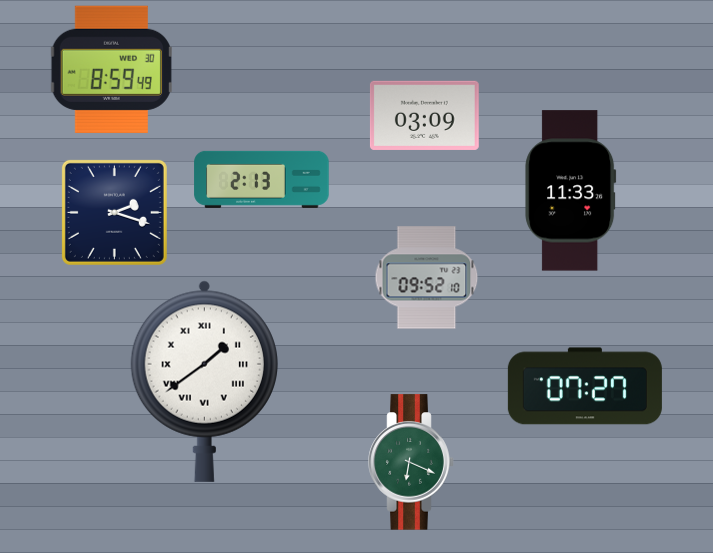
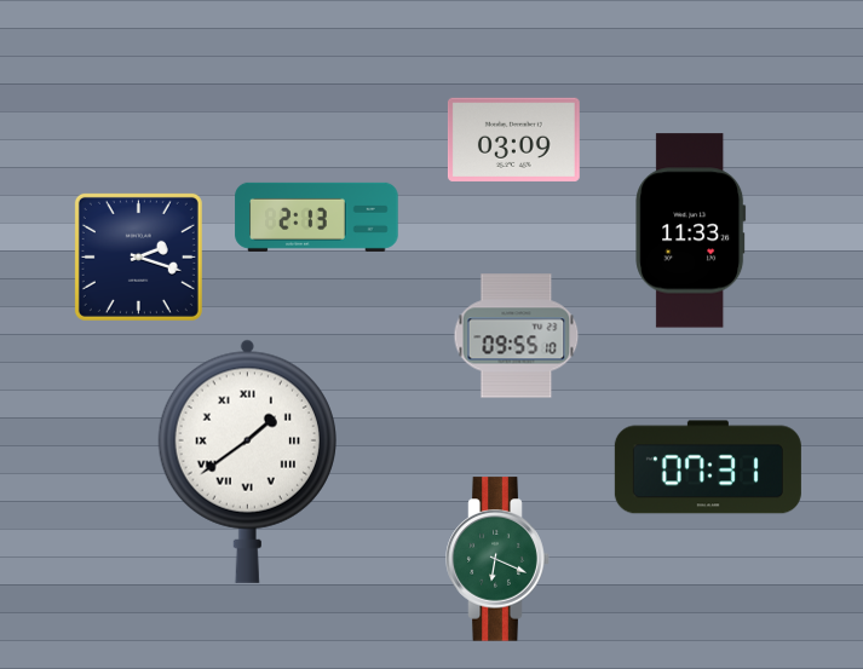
clock at (111, 69): 8:59 -> none
clock at (427, 278): 09:52 -> 09:55
clock at (585, 386): 07:27 -> 07:31
